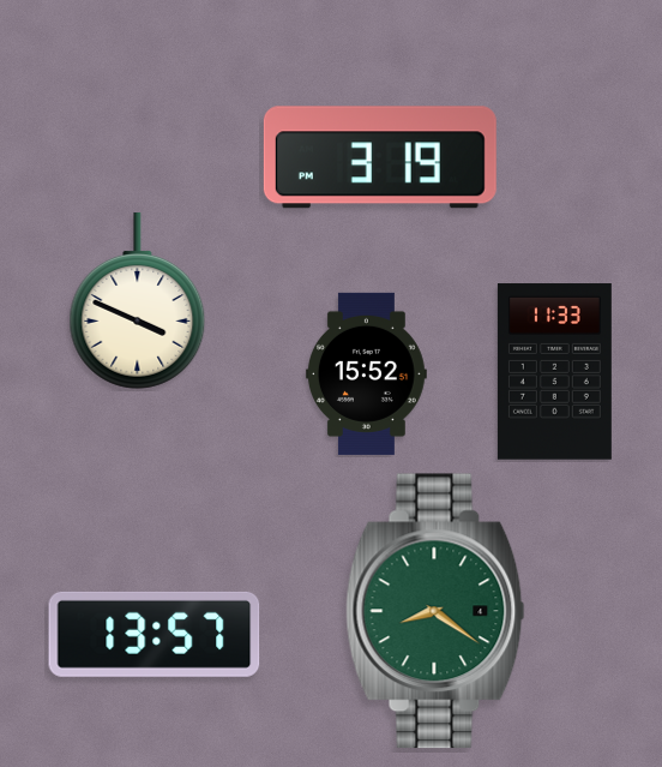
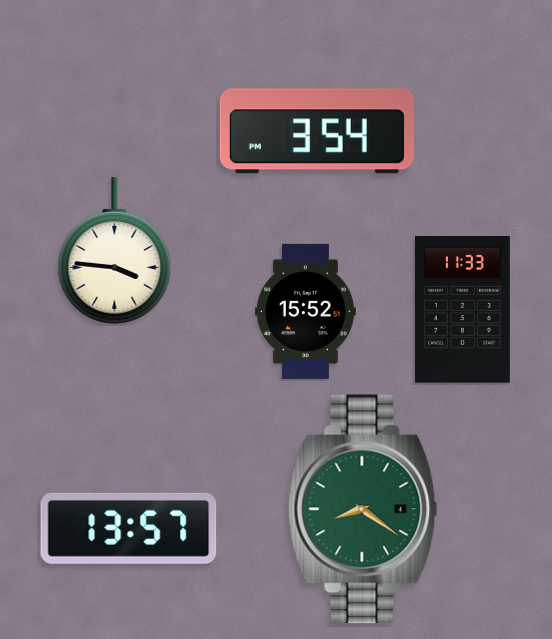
clock at (380, 157): 3:19 -> 3:54
clock at (138, 301): 3:49 -> 3:46
